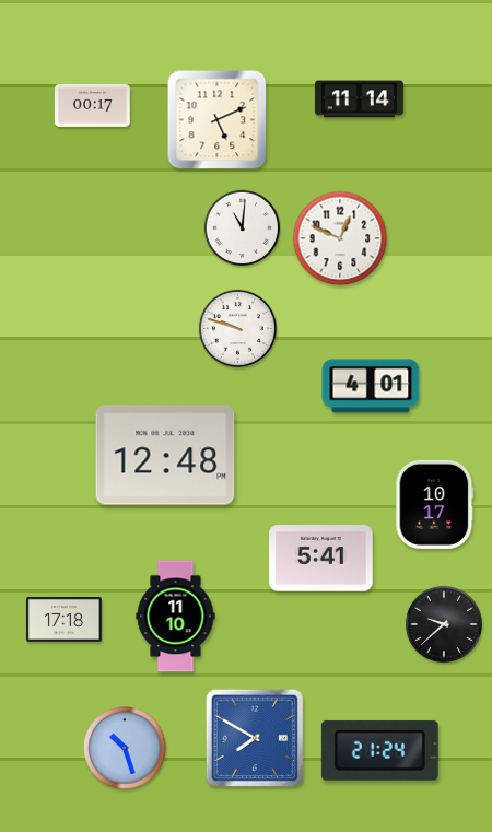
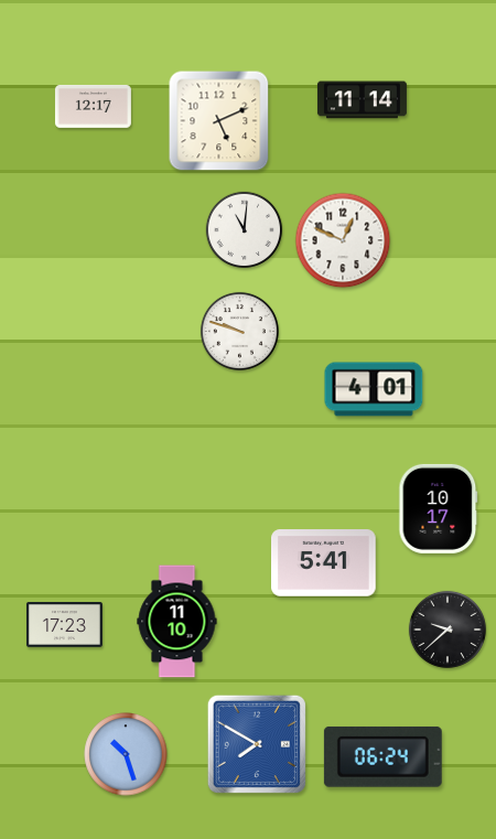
clock at (92, 105): 00:17 -> 12:17
clock at (165, 455): 12:48 -> none
clock at (63, 620): 17:18 -> 17:23
clock at (379, 750): 21:24 -> 06:24
